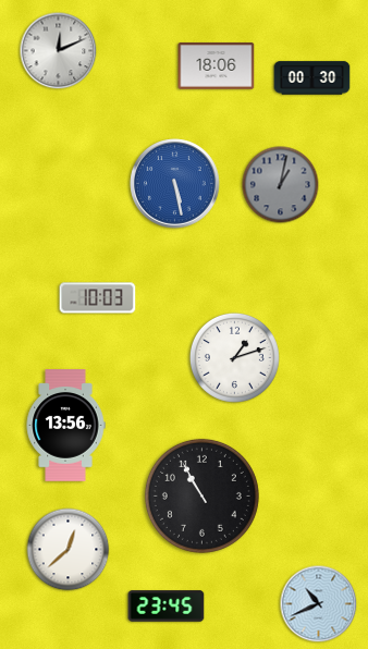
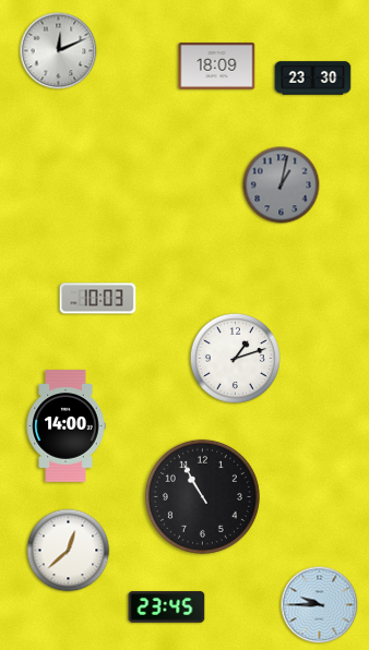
clock at (217, 66): 18:06 -> 18:09
clock at (312, 78): 00:30 -> 23:30
clock at (175, 184): 5:28 -> none
clock at (65, 426): 13:56 -> 14:00
clock at (319, 604): 10:41 -> 9:45
